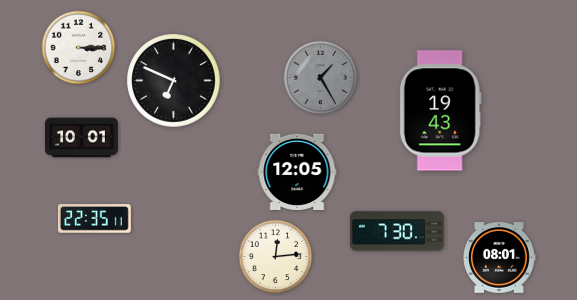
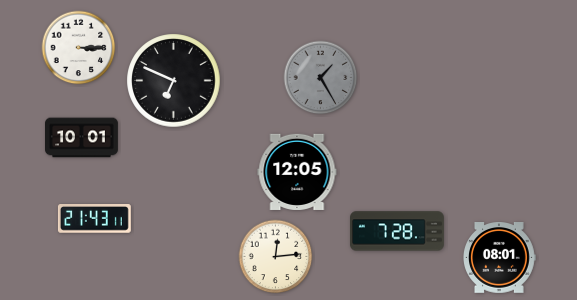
clock at (440, 111): 19:43 -> none
clock at (94, 219): 22:35 -> 21:43
clock at (398, 231): 7:30 -> 7:28
